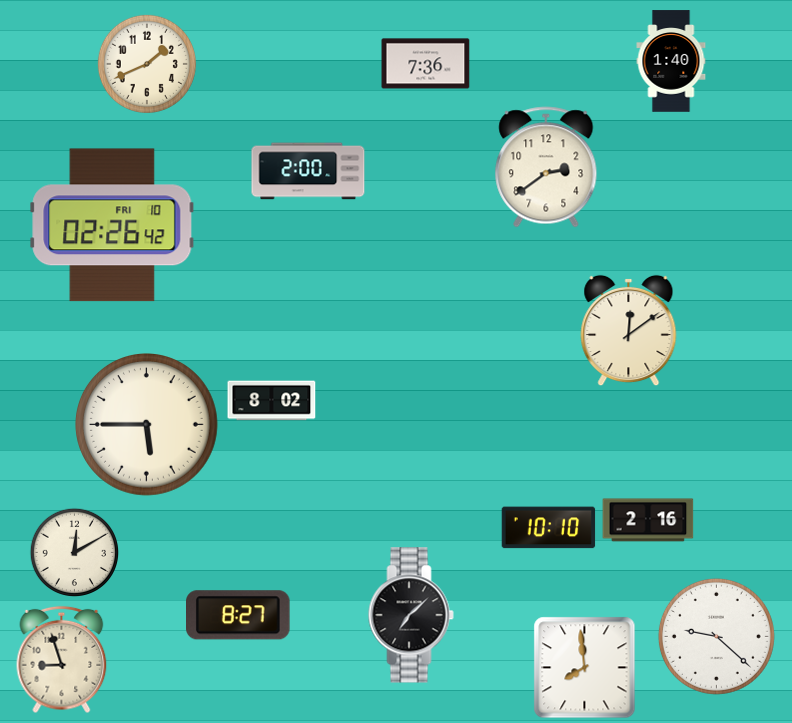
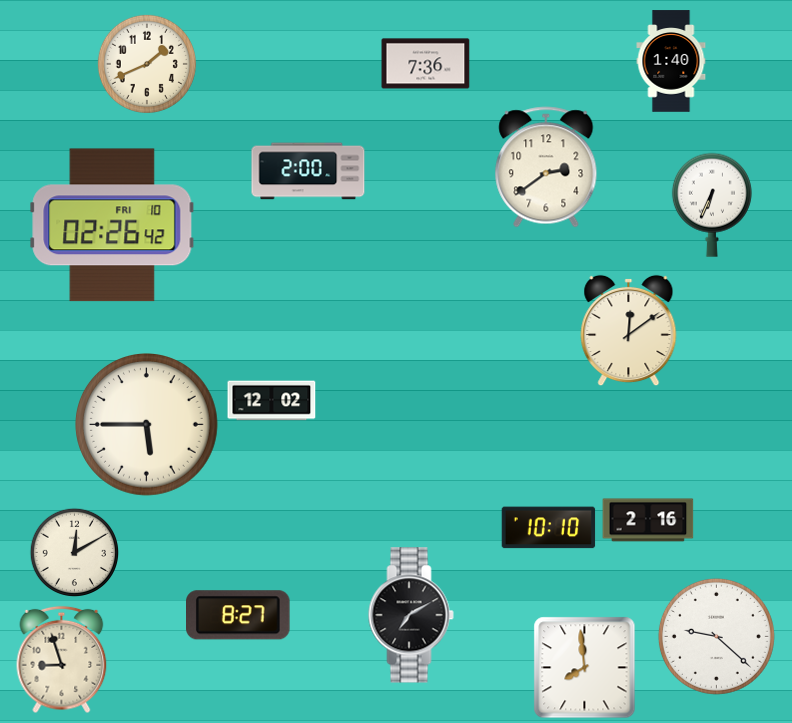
clock at (712, 205): none -> 6:34
clock at (272, 401): 8:02 -> 12:02
clock at (411, 615): 7:08 -> 7:10
